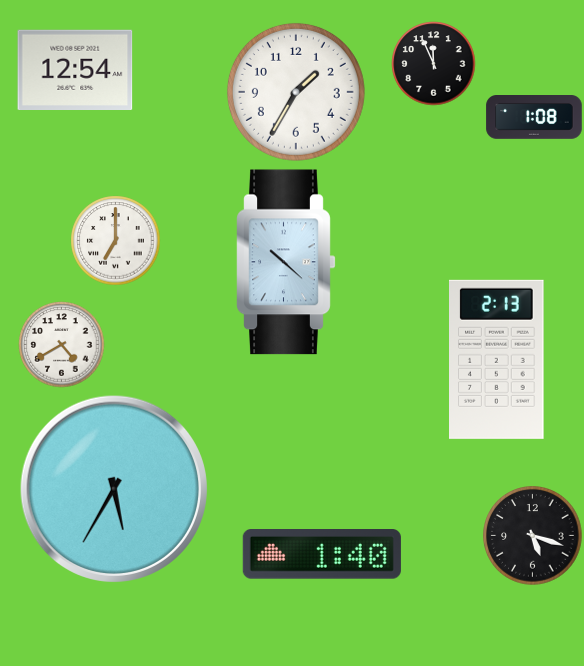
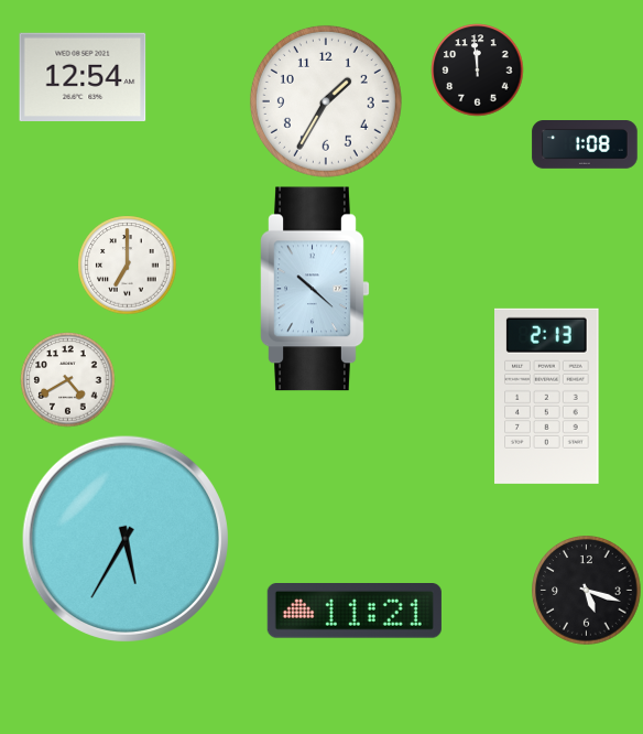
clock at (434, 64): 11:56 -> 11:59
clock at (534, 118) position: (534, 118) -> (585, 145)
clock at (322, 555): 1:40 -> 11:21
